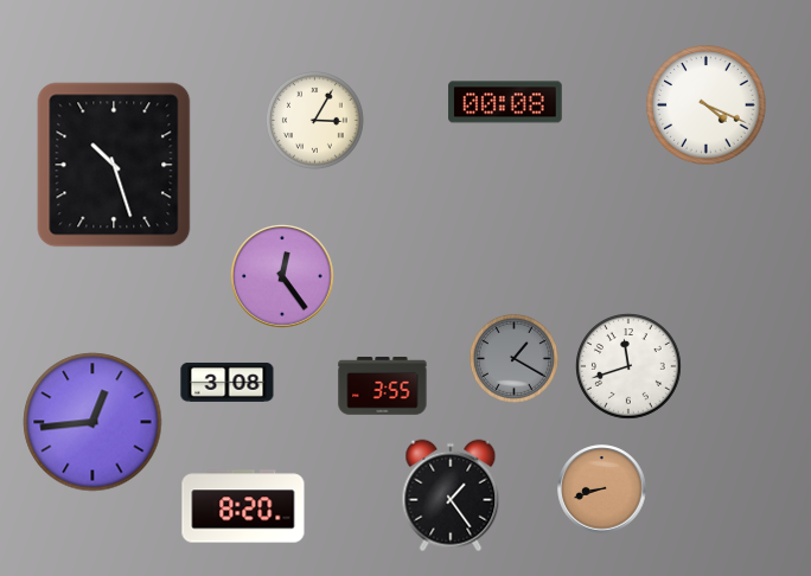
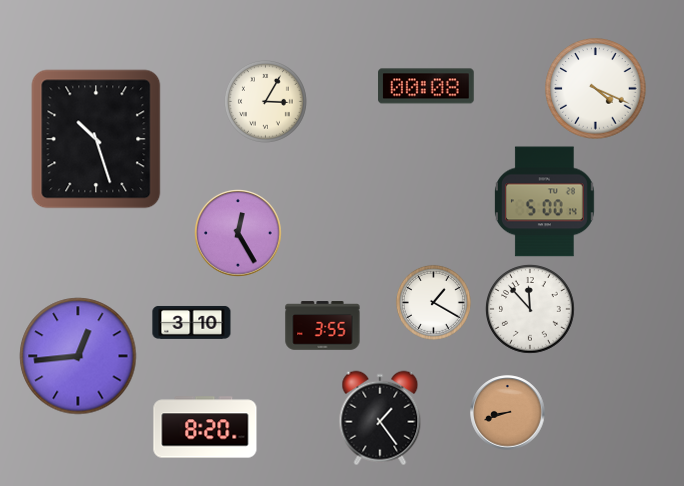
clock at (544, 202): none -> 5:00
clock at (282, 276): 12:24 -> 12:25
clock at (513, 358) dial: grey -> white
clock at (630, 367): 11:42 -> 11:53
clock at (228, 382): 3:08 -> 3:10
